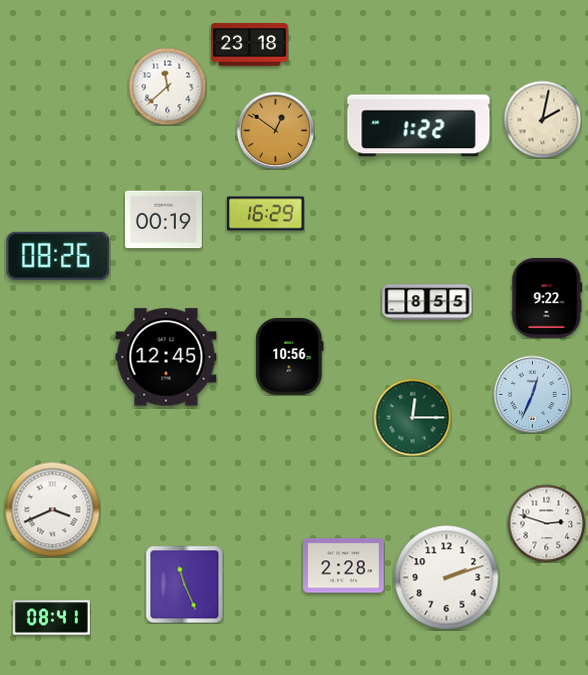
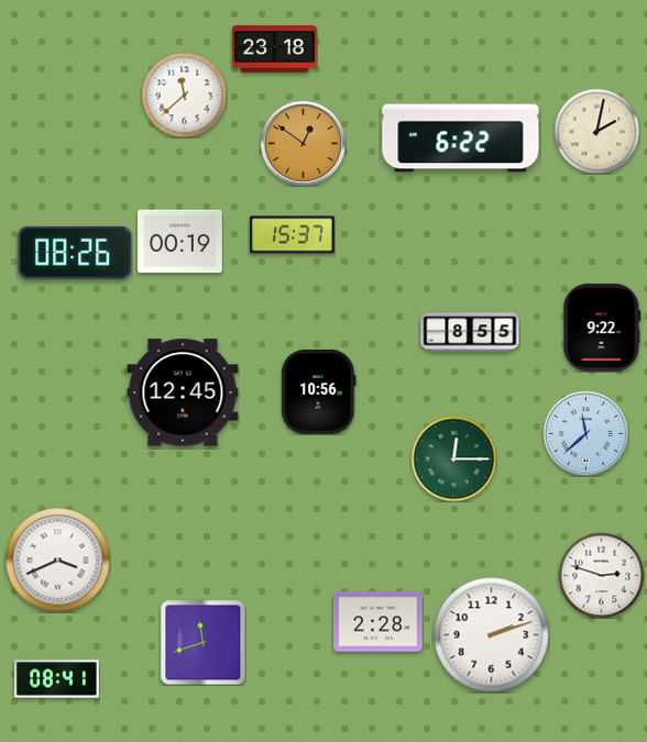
clock at (419, 126): 1:22 -> 6:22
clock at (265, 214): 16:29 -> 15:37
clock at (58, 256) position: (58, 256) -> (75, 253)
clock at (532, 394): 12:34 -> 11:38
clock at (184, 584): 11:26 -> 11:42
